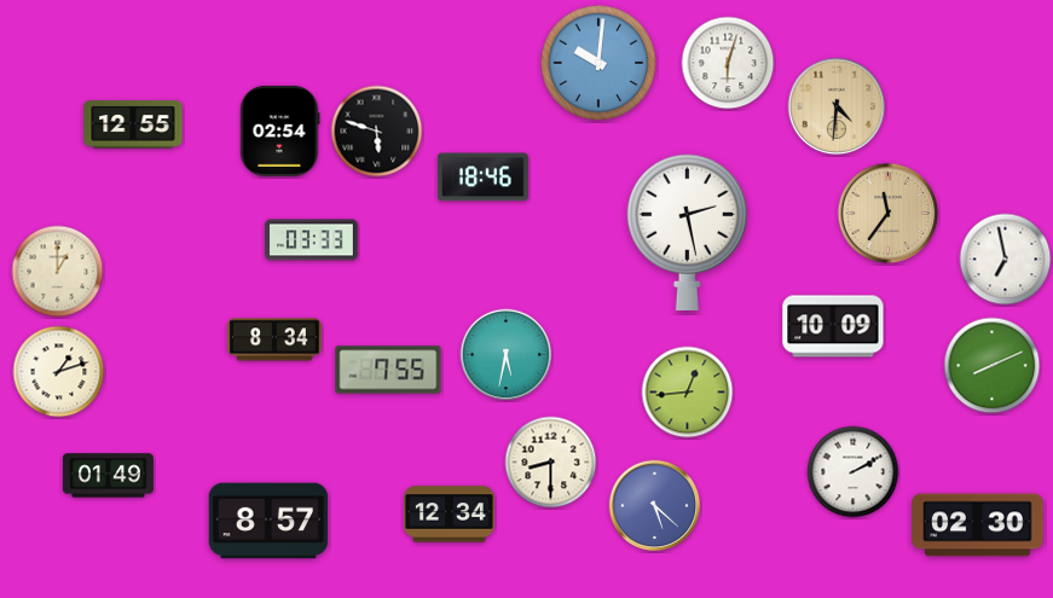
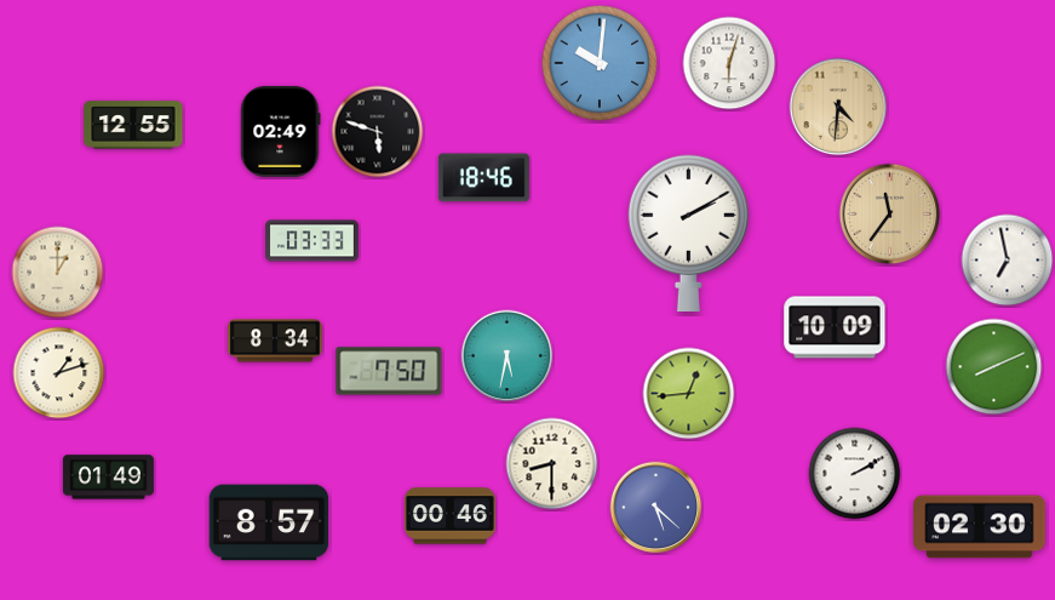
clock at (280, 130): 02:54 -> 02:49
clock at (687, 232): 2:28 -> 2:10
clock at (388, 370): 7:55 -> 7:50
clock at (449, 515): 12:34 -> 00:46
